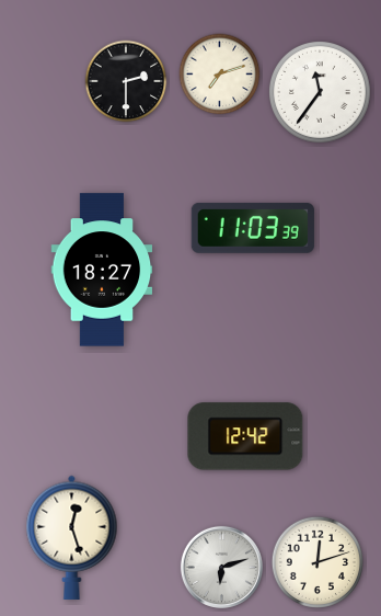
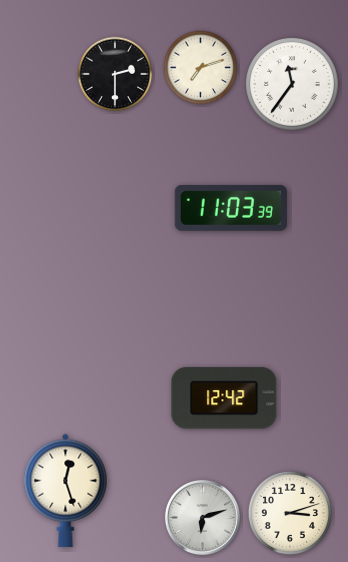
clock at (102, 270): 18:27 -> none
clock at (317, 562): 12:12 -> 3:12
